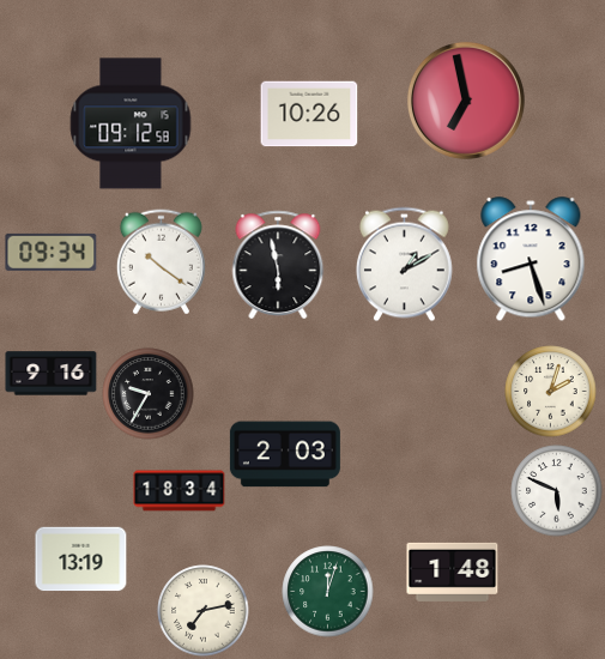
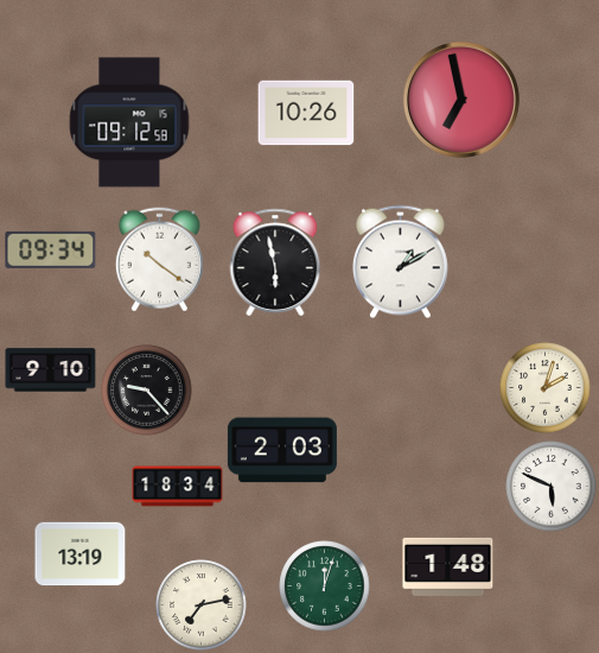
clock at (531, 260): 8:27 -> none
clock at (52, 374): 9:16 -> 9:10
clock at (149, 394): 9:35 -> 9:23
